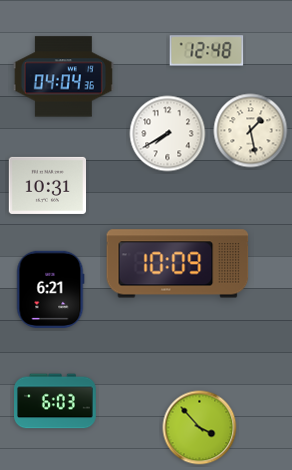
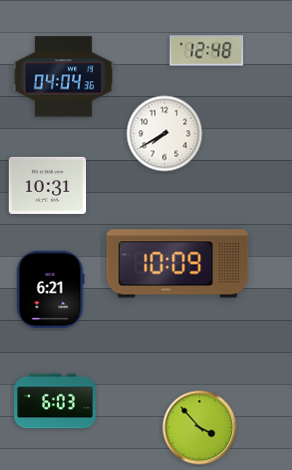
clock at (251, 131): 1:28 -> none
clock at (168, 134) position: (168, 134) -> (165, 134)
